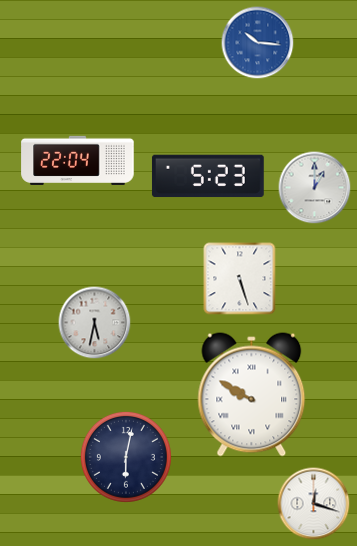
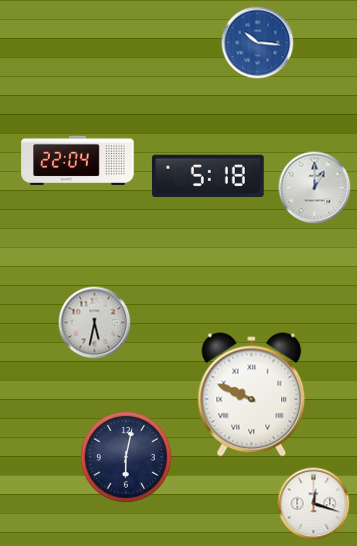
clock at (208, 176): 5:23 -> 5:18
clock at (240, 279): 5:27 -> none
clock at (252, 395): 9:50 -> 9:49
